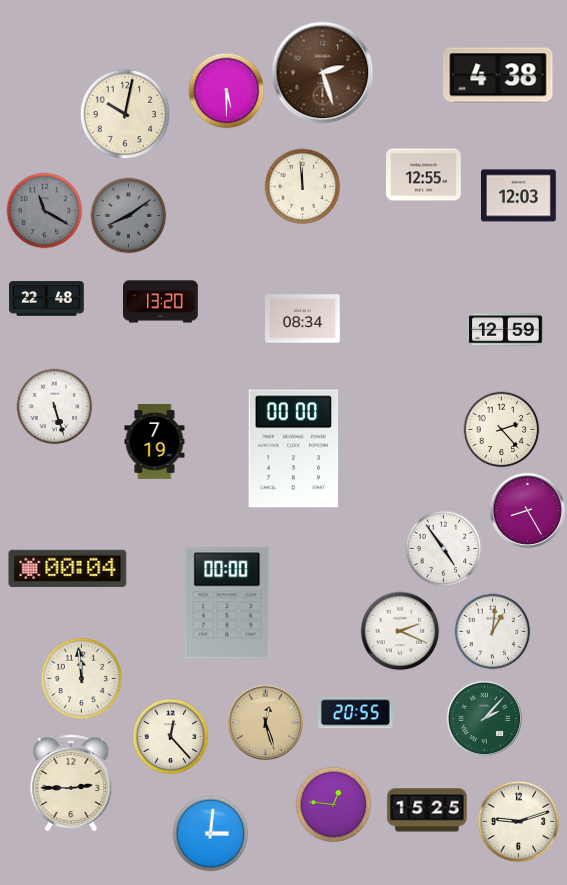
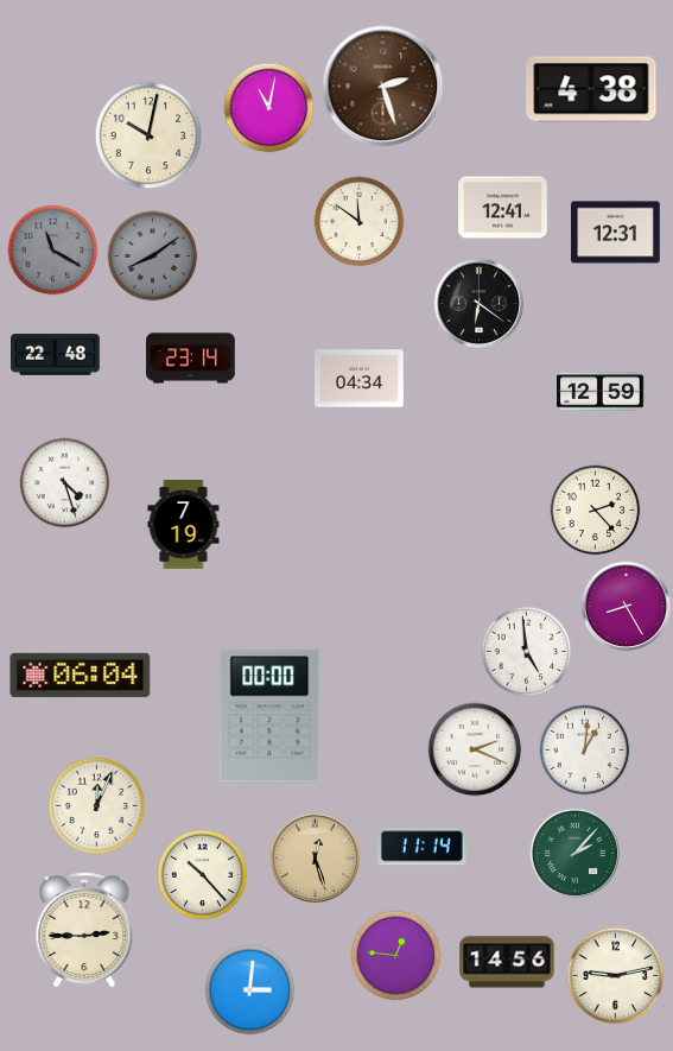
clock at (227, 91): 5:30 -> 11:02
clock at (424, 175): 12:55 -> 12:41
clock at (303, 187): 11:59 -> 11:51
clock at (519, 196): 12:03 -> 12:31
clock at (478, 303): none -> 6:21
clock at (161, 302): 13:20 -> 23:14
clock at (303, 319): 08:34 -> 04:34
clock at (55, 407): 5:27 -> 4:27
clock at (294, 449): 00:00 -> none
clock at (444, 549): 4:54 -> 4:59
clock at (68, 568): 00:04 -> 06:04
clock at (82, 679): 11:59 -> 12:04
clock at (355, 713): 20:55 -> 11:14
clock at (171, 737): 12:23 -> 10:23
clock at (427, 810): 15:25 -> 14:56
clock at (519, 822): 9:12 -> 9:13
